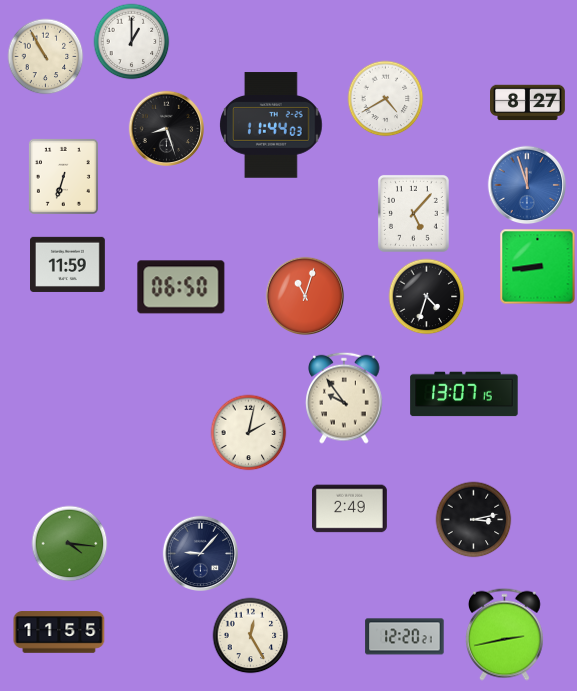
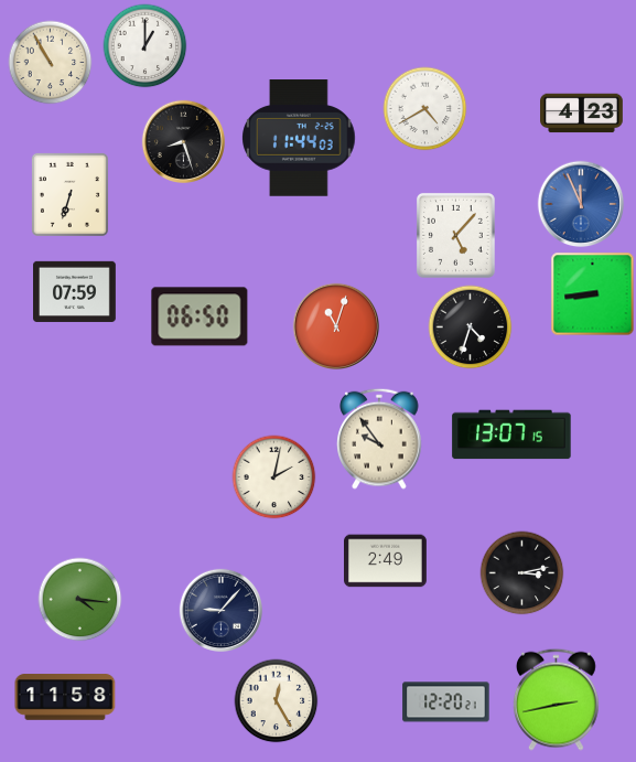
clock at (528, 103): 8:27 -> 4:23
clock at (527, 185): 11:57 -> 11:56
clock at (68, 264): 11:59 -> 07:59
clock at (70, 544) position: (70, 544) -> (80, 600)
clock at (59, 632): 11:55 -> 11:58
